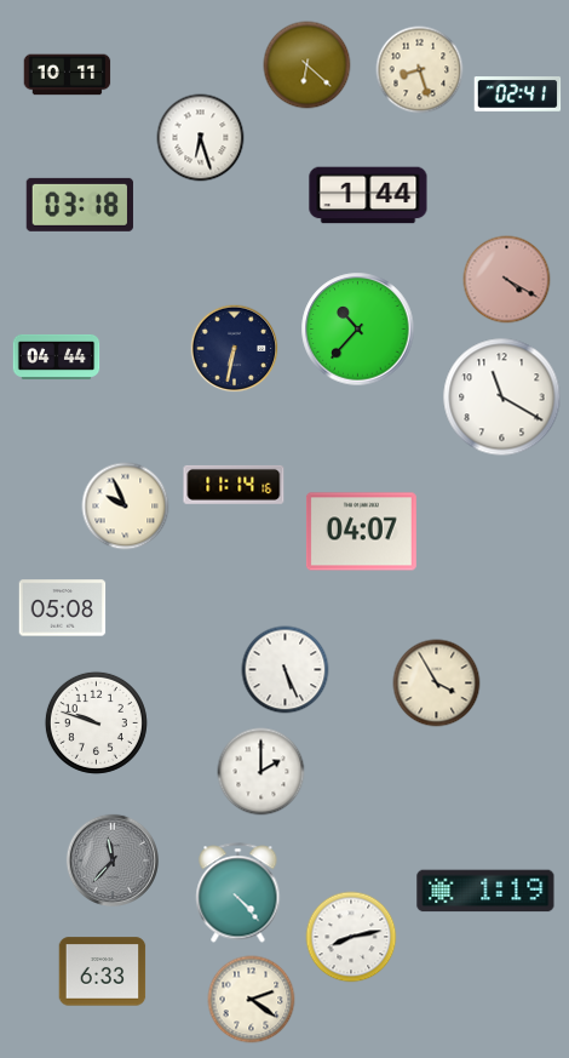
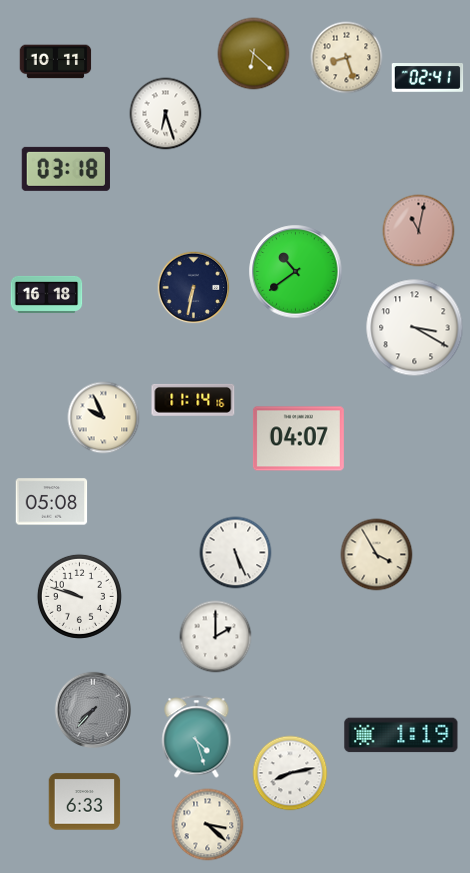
clock at (368, 195): 1:44 -> none
clock at (507, 280): 4:20 -> 11:02
clock at (358, 330): 10:37 -> 10:39
clock at (57, 356): 04:44 -> 16:18
clock at (502, 398): 11:20 -> 3:20
clock at (437, 684) position: (437, 684) -> (377, 555)
clock at (111, 859): 11:37 -> 7:37
clock at (238, 893): 4:23 -> 4:27
clock at (252, 1000): 2:21 -> 3:22
